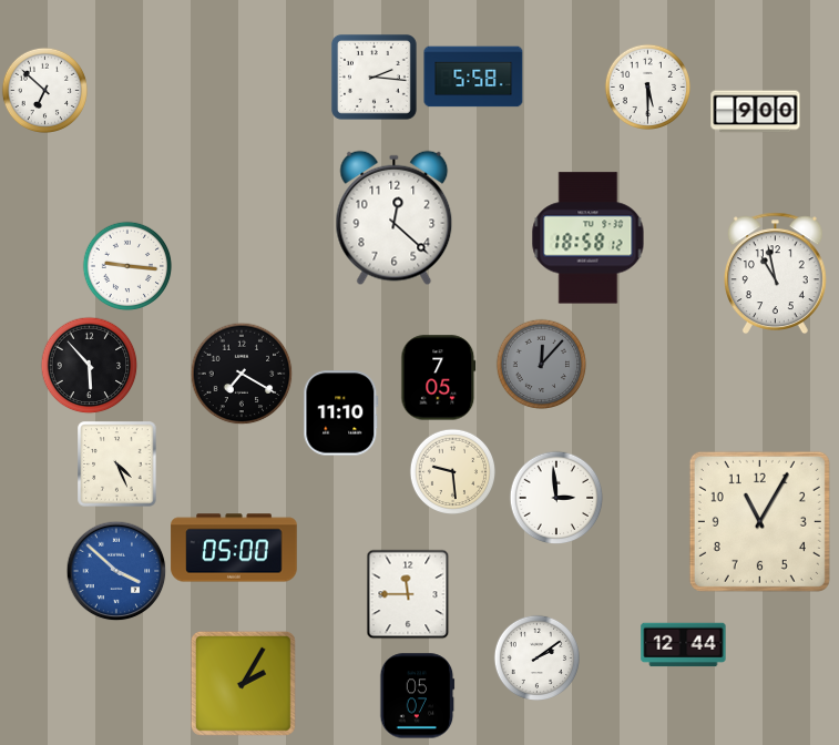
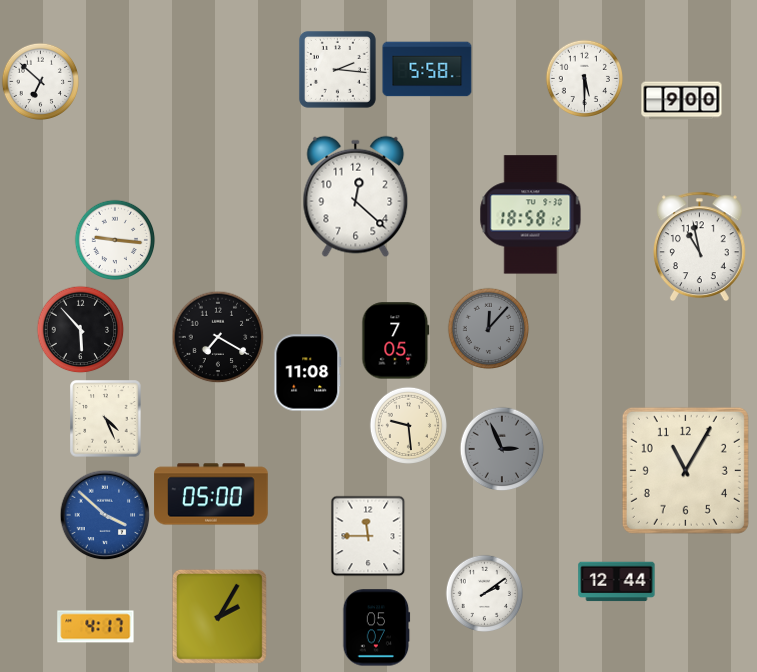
clock at (341, 414): 11:10 -> 11:08
clock at (556, 498): 2:59 -> 2:56
clock at (556, 498) dial: white -> grey
clock at (96, 627): none -> 4:17
